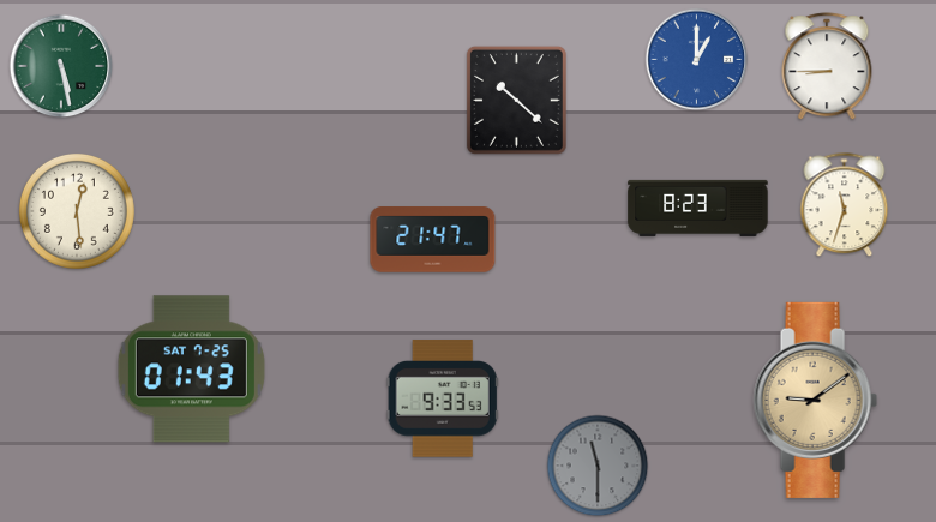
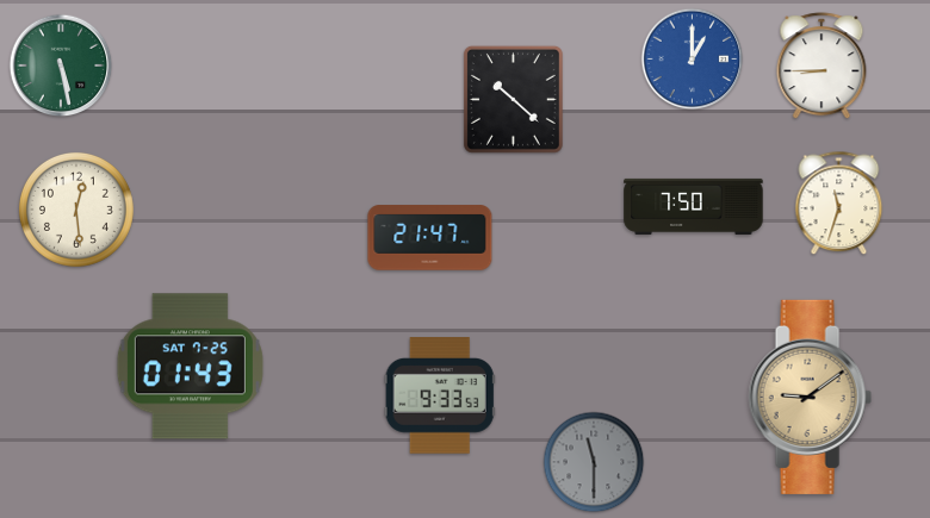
clock at (698, 208): 8:23 -> 7:50
